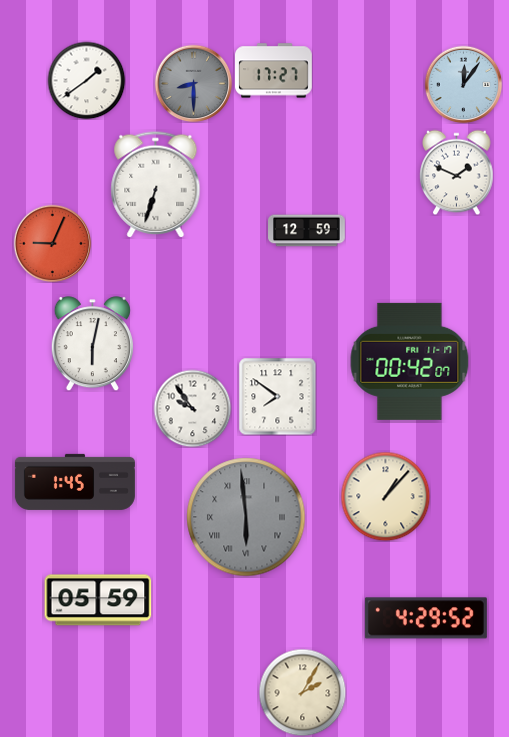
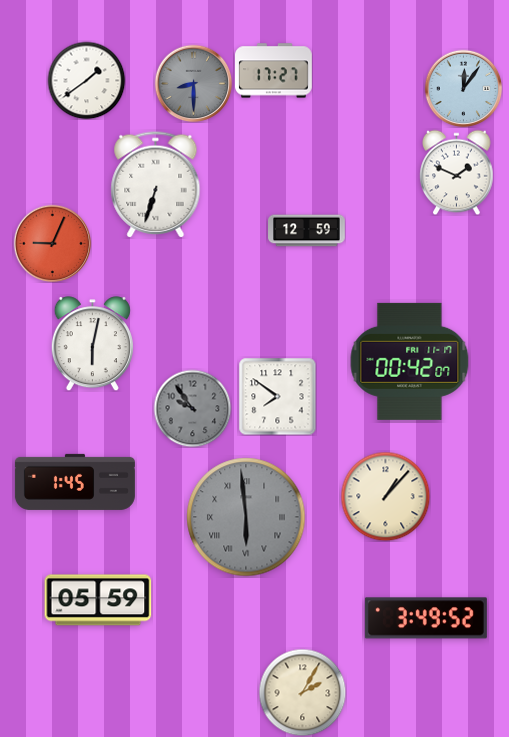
clock at (463, 84) position: (463, 84) -> (463, 88)
clock at (192, 408) dial: white -> grey
clock at (426, 618): 4:29 -> 3:49
